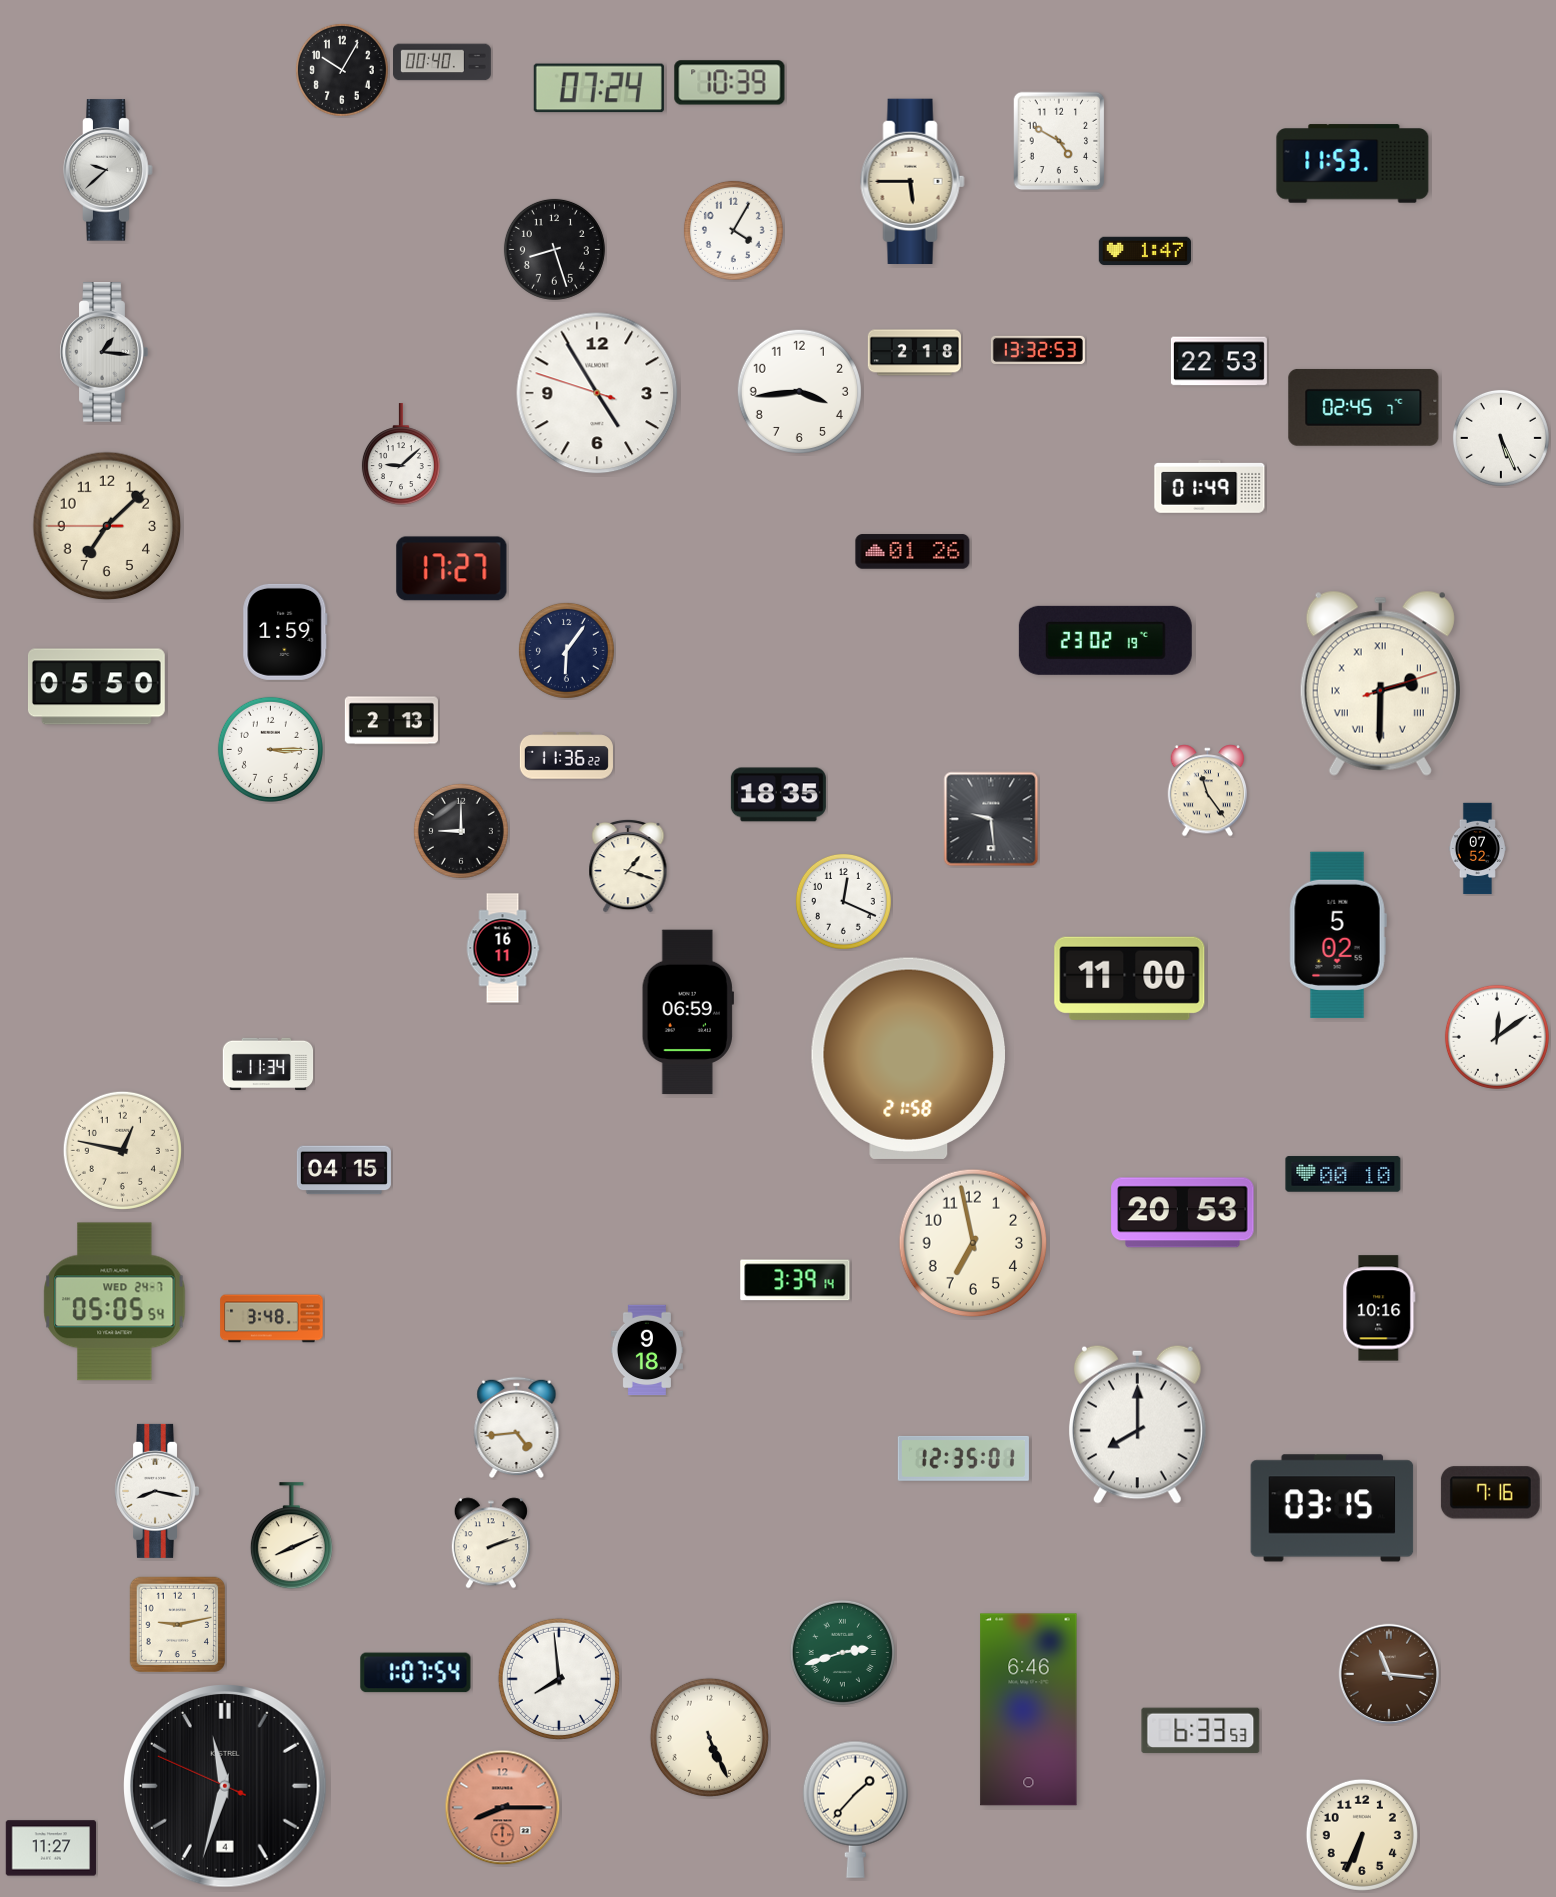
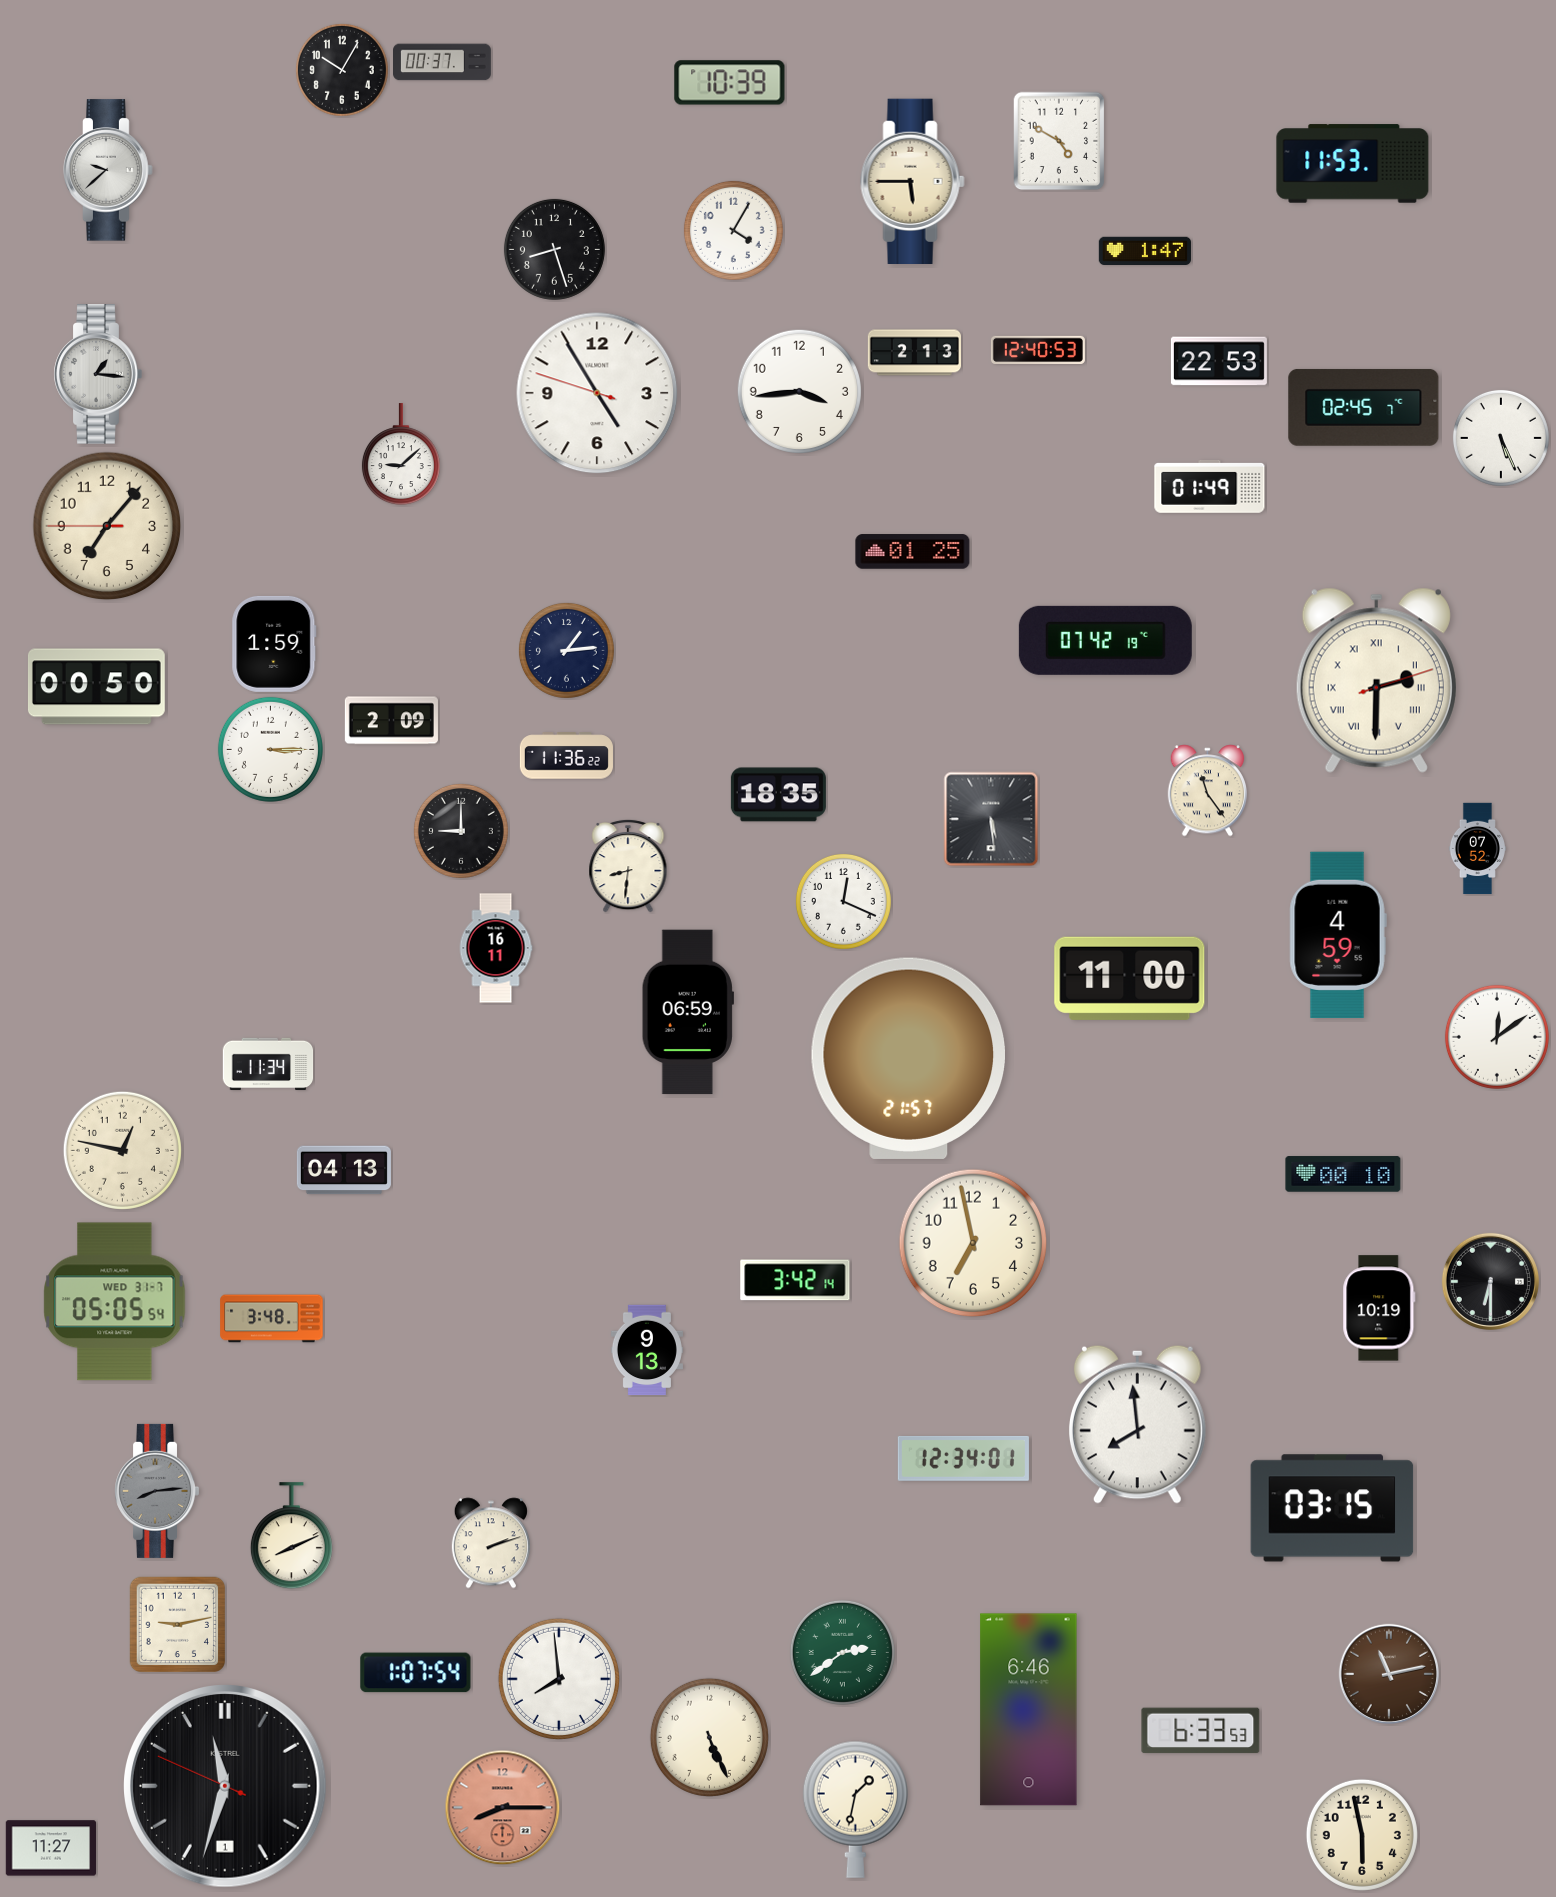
clock at (443, 62): 00:40 -> 00:37
clock at (599, 88): 07:24 -> none
clock at (1038, 349): 13:32 -> 12:40
clock at (104, 352) position: (104, 352) -> (98, 374)
clock at (914, 353): 2:18 -> 2:13
clock at (107, 526): 7:07 -> 7:06
clock at (913, 552): 01:26 -> 01:25
clock at (452, 569): 17:27 -> none
clock at (285, 632) position: (285, 632) -> (274, 644)
clock at (1105, 640): 23:02 -> 07:42
clock at (566, 650): 6:06 -> 1:14
clock at (1380, 683) position: (1380, 683) -> (1376, 680)
clock at (96, 687): 05:50 -> 00:50
clock at (391, 721): 2:13 -> 2:09
clock at (991, 819): 9:29 -> 5:29
clock at (628, 866): 1:18 -> 8:31
clock at (1338, 935): 5:02 -> 4:59
clock at (503, 948) position: (503, 948) -> (496, 948)
clock at (908, 1058): 21:58 -> 21:57
clock at (344, 1170): 04:15 -> 04:13
clock at (1183, 1213): 20:53 -> none
clock at (795, 1280): 3:39 -> 3:42
clock at (1490, 1281): none -> 6:30
clock at (115, 1302) date: WED 24-7 -> WED 31-7
clock at (1379, 1308): 10:16 -> 10:19
clock at (647, 1350): 9:18 -> 9:13
clock at (1137, 1424): 8:00 -> 7:59
clock at (517, 1427): 4:44 -> none
clock at (963, 1458): 12:35 -> 12:34
clock at (157, 1491): 8:17 -> 8:14
clock at (157, 1491) dial: white -> grey
clock at (1490, 1493): 7:16 -> none
clock at (842, 1652): 2:42 -> 2:39
clock at (1388, 1673): 11:16 -> 11:13
clock at (226, 1787) date: 4 -> 1
clock at (855, 1809): 1:37 -> 1:32
clock at (1362, 1835): 6:34 -> 5:58
